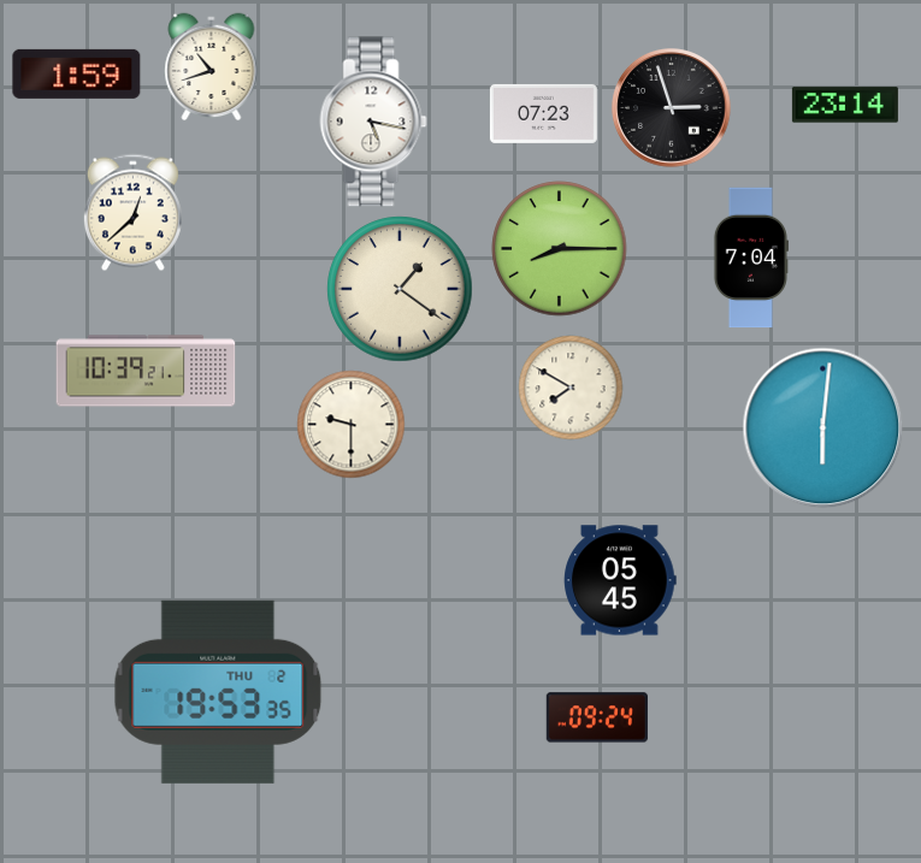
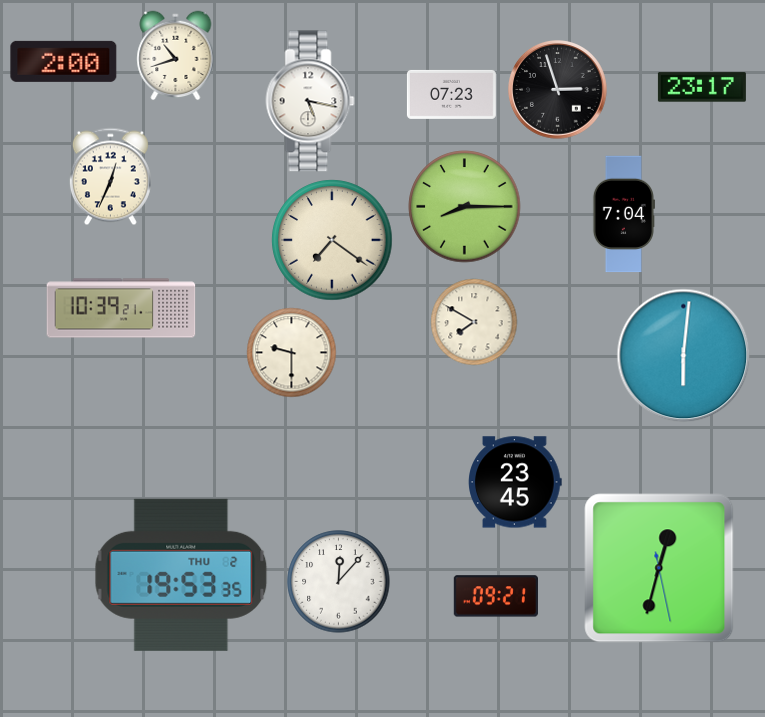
clock at (77, 73): 1:59 -> 2:00
clock at (845, 105): 23:14 -> 23:17
clock at (132, 213): 12:38 -> 12:34
clock at (400, 289): 1:21 -> 7:21
clock at (620, 580): 05:45 -> 23:45
clock at (659, 568): none -> 12:32
clock at (339, 582): none -> 12:07
clock at (597, 717): 09:24 -> 09:21
